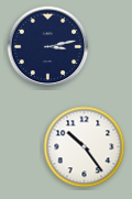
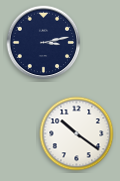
clock at (85, 147): 10:24 -> 10:21
